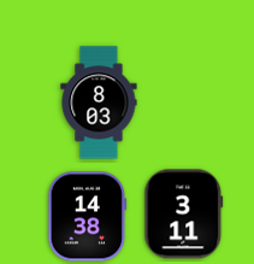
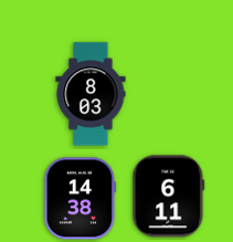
clock at (184, 215): 3:11 -> 6:11
